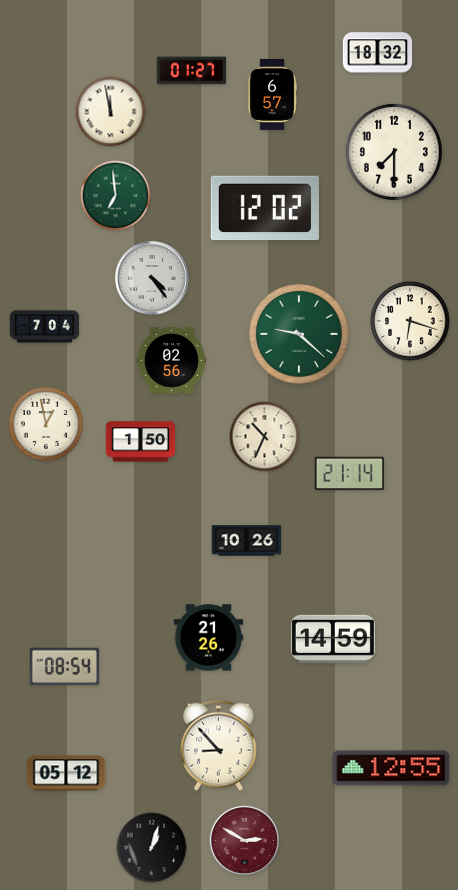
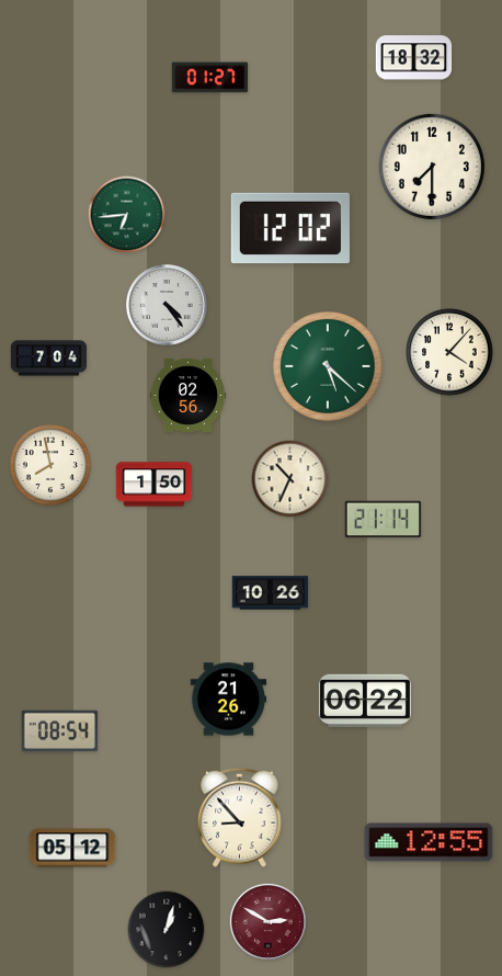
clock at (272, 94): 6:57 -> none
clock at (111, 112): 11:58 -> none
clock at (116, 196): 6:59 -> 6:44
clock at (410, 321): 6:18 -> 4:07
clock at (299, 334): 9:22 -> 5:22
clock at (45, 423): 12:58 -> 7:58
clock at (333, 638): 14:59 -> 06:22
clock at (65, 667) position: (65, 667) -> (60, 731)
